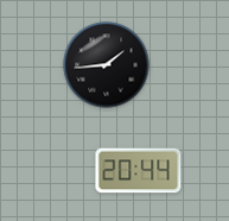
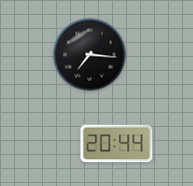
clock at (107, 65): 1:44 -> 7:16
